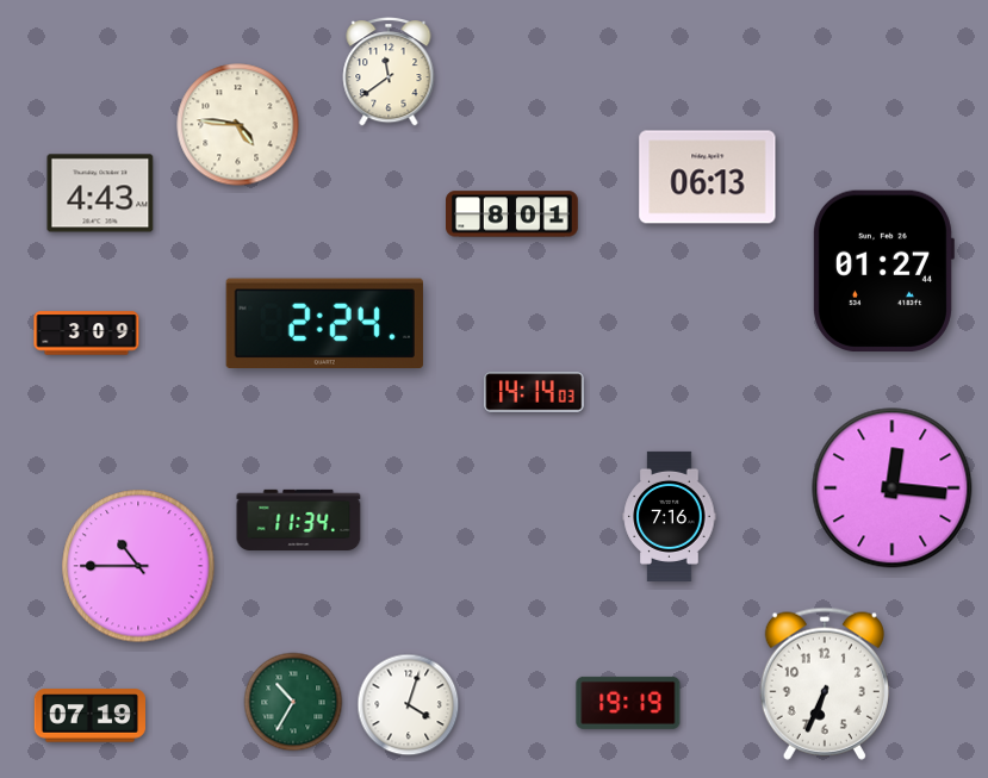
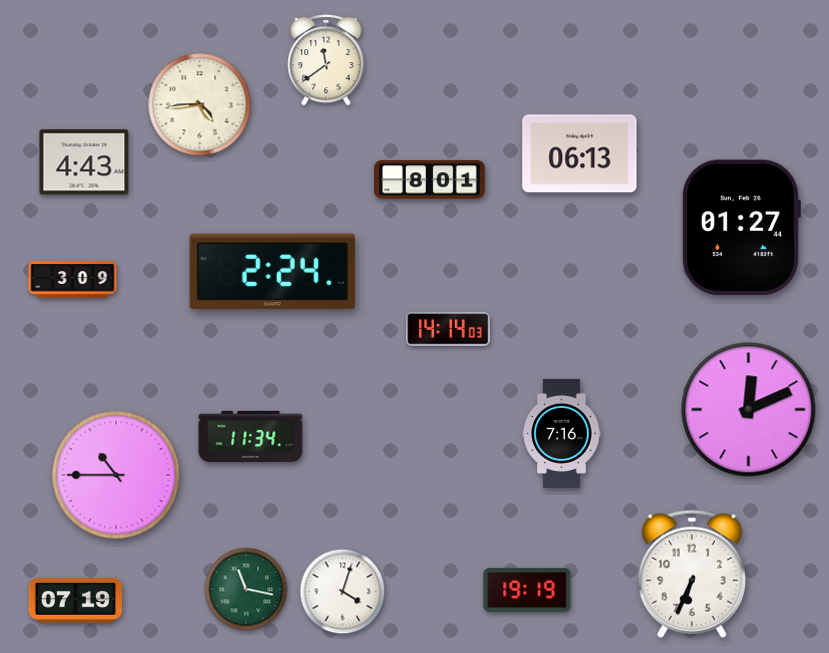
clock at (238, 125): 4:46 -> 4:44
clock at (708, 178) position: (708, 178) -> (580, 154)
clock at (893, 488): 12:16 -> 12:11
clock at (293, 702): 10:35 -> 11:17
